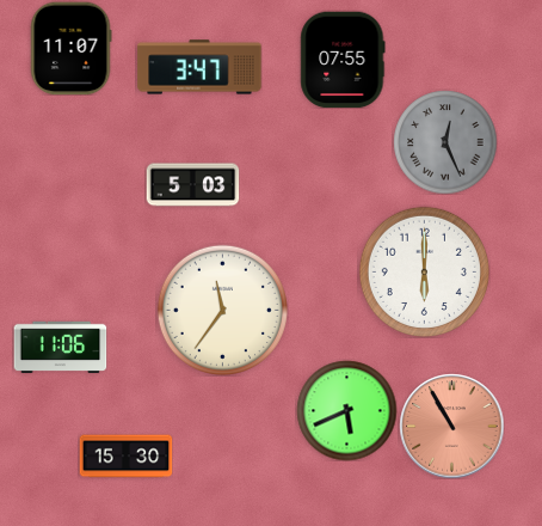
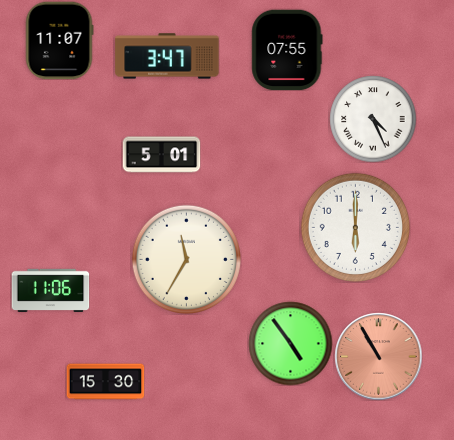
clock at (445, 142): 12:26 -> 4:26
clock at (445, 142) dial: grey -> white
clock at (192, 185): 5:03 -> 5:01
clock at (222, 310): 11:36 -> 11:35
clock at (346, 410): 5:41 -> 4:54
